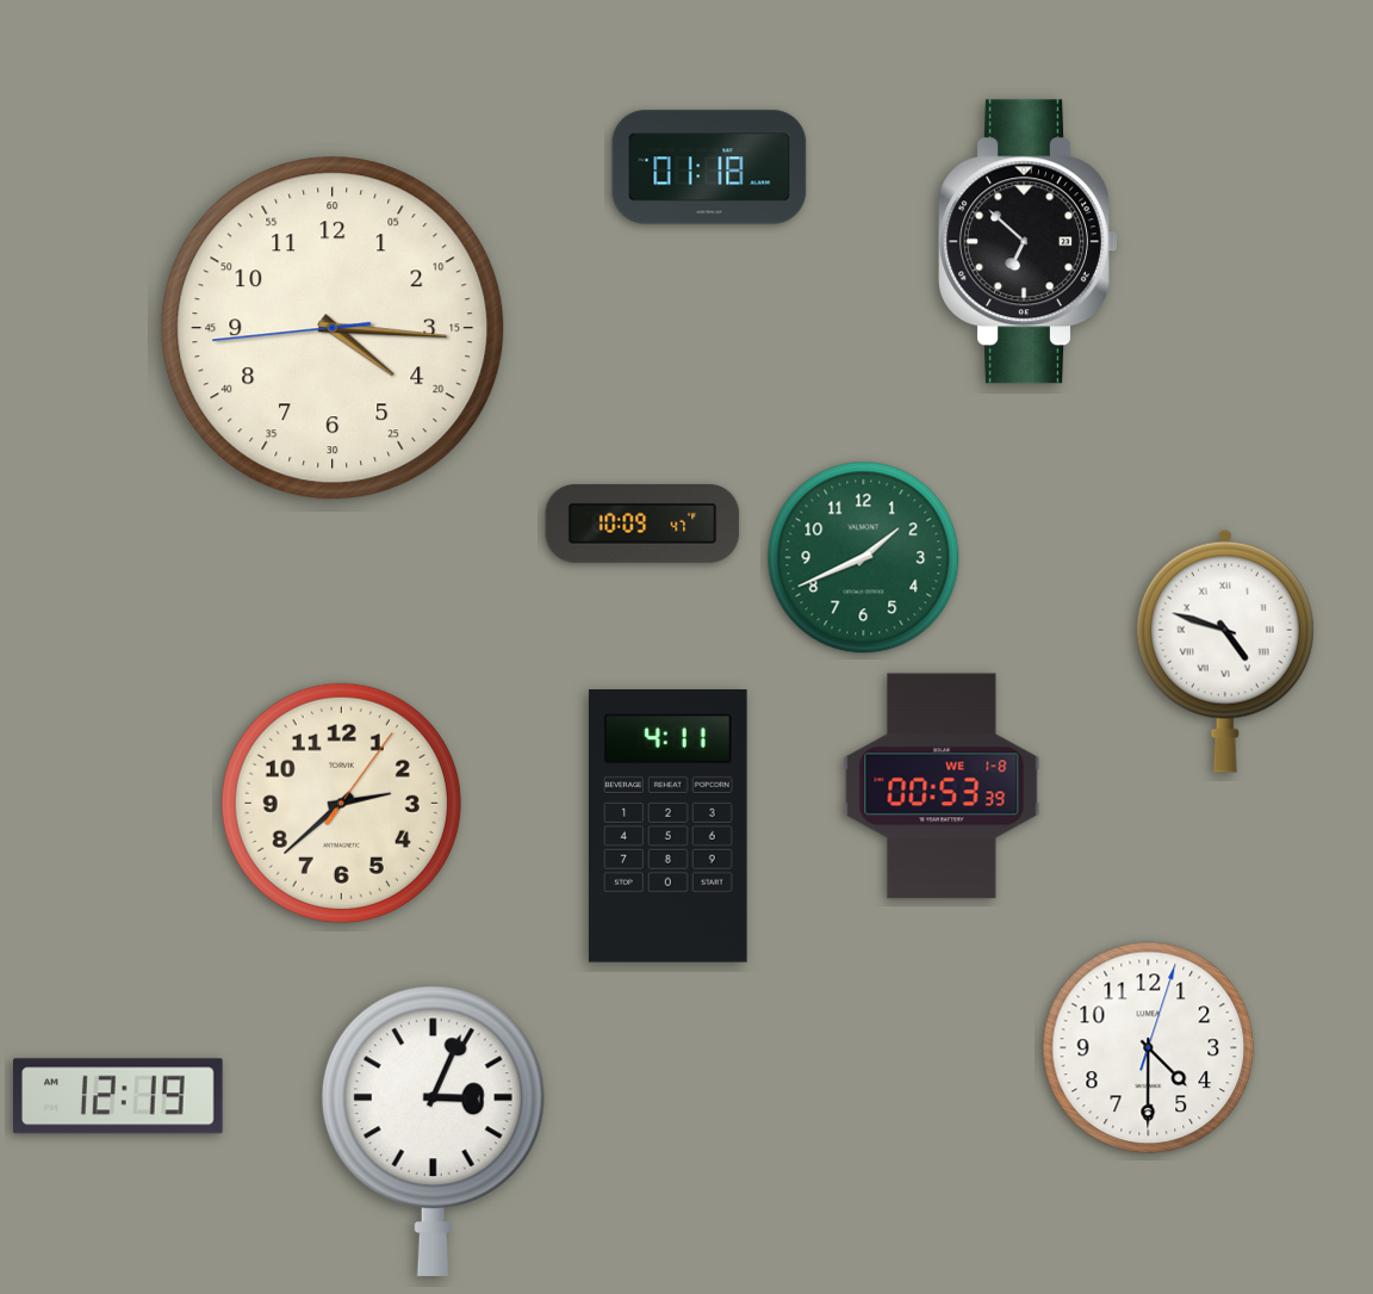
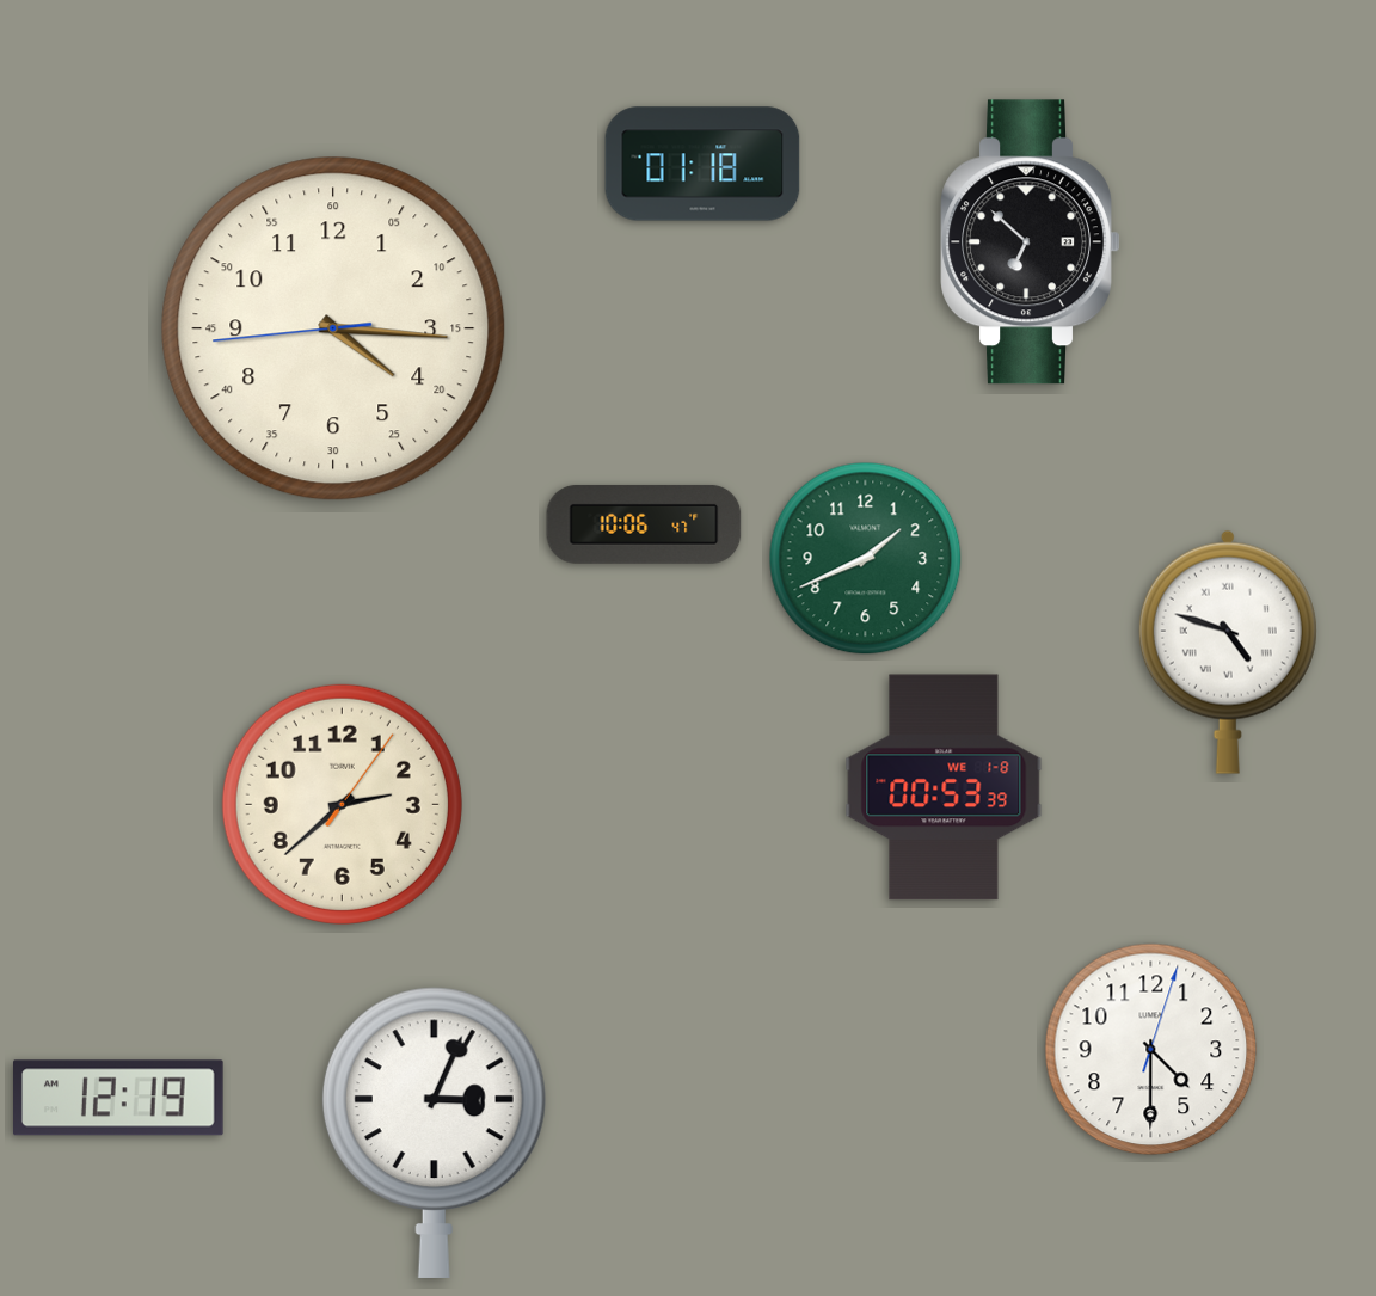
clock at (709, 167) position: (709, 167) -> (702, 164)
clock at (642, 524): 10:09 -> 10:06
clock at (669, 826): 4:11 -> none
